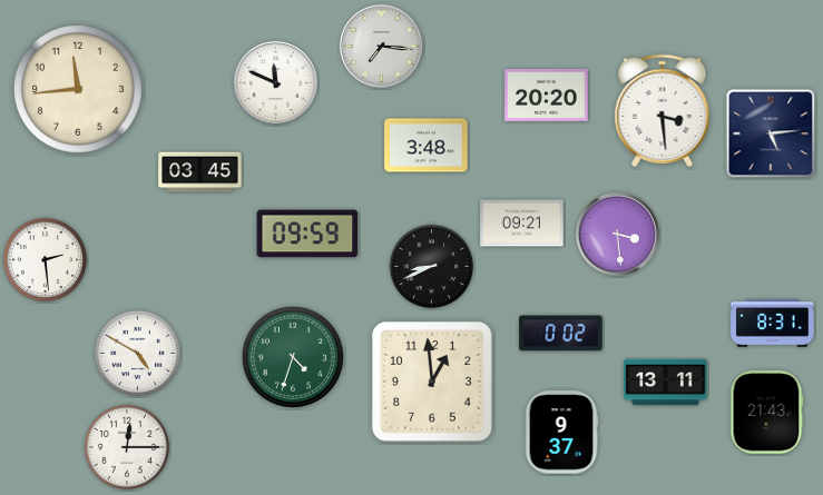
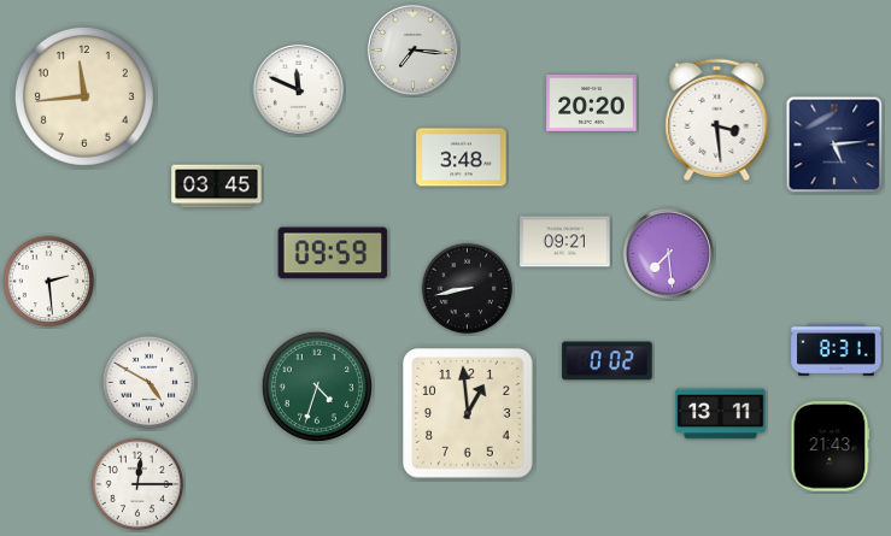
clock at (617, 234): 3:29 -> 7:29
clock at (432, 267): 8:41 -> 8:43
clock at (561, 433): 9:37 -> none
